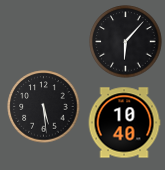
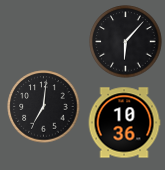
clock at (44, 107): 5:29 -> 7:01
clock at (124, 123): 10:40 -> 10:36
